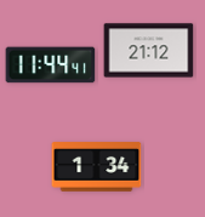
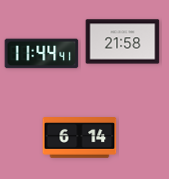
clock at (149, 51): 21:12 -> 21:58
clock at (97, 167): 1:34 -> 6:14
